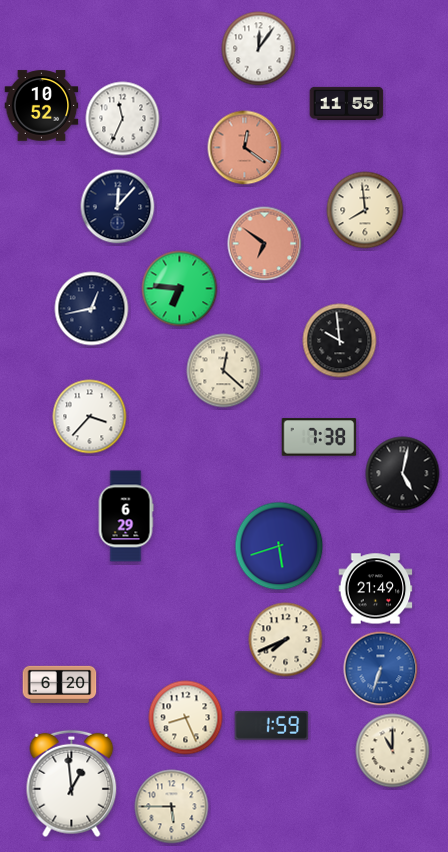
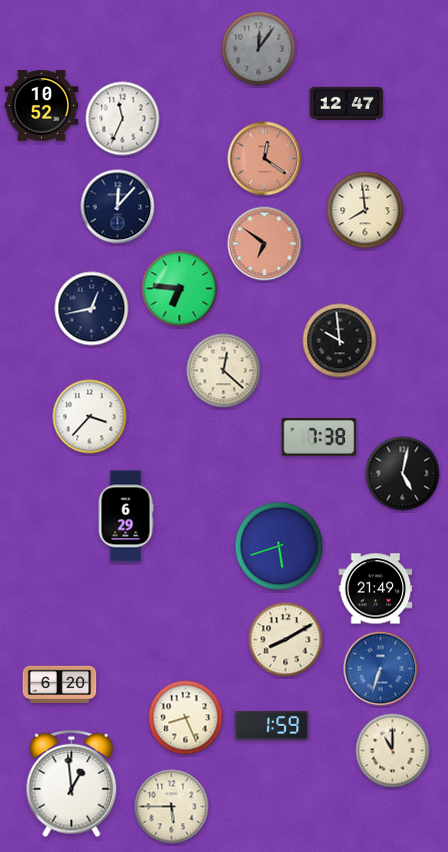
clock at (259, 49) dial: white -> grey
clock at (347, 103): 11:55 -> 12:47
clock at (245, 148) position: (245, 148) -> (265, 159)
clock at (286, 640): 7:41 -> 8:10
